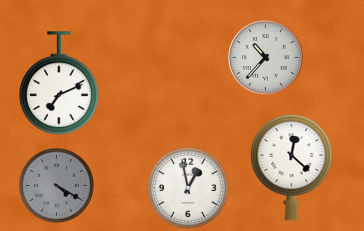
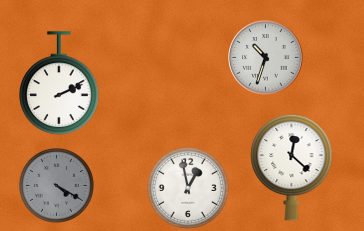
clock at (266, 58): 10:37 -> 10:33
clock at (59, 83): 7:11 -> 2:11
